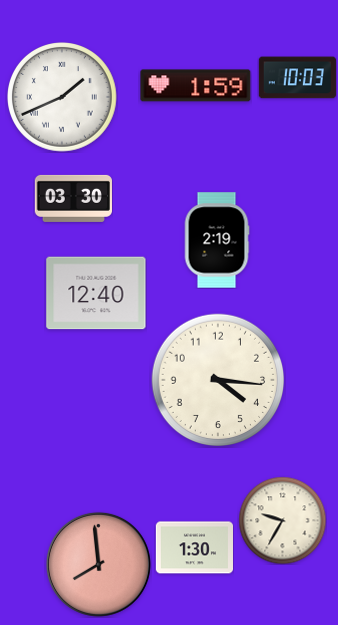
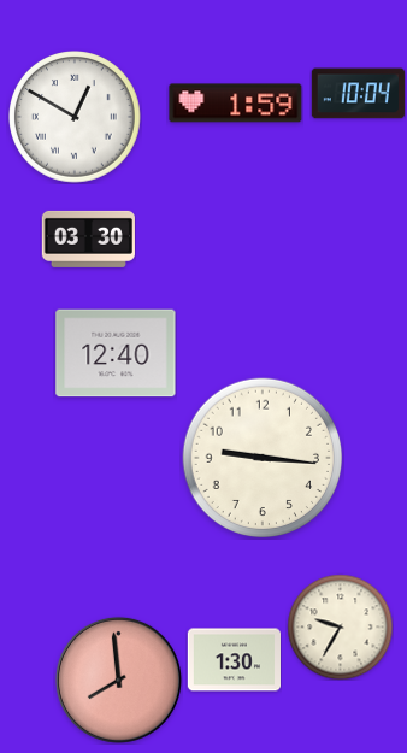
clock at (297, 78): 10:03 -> 10:04
clock at (63, 98): 1:41 -> 12:50
clock at (217, 240): 2:19 -> none
clock at (218, 380): 4:16 -> 9:16
